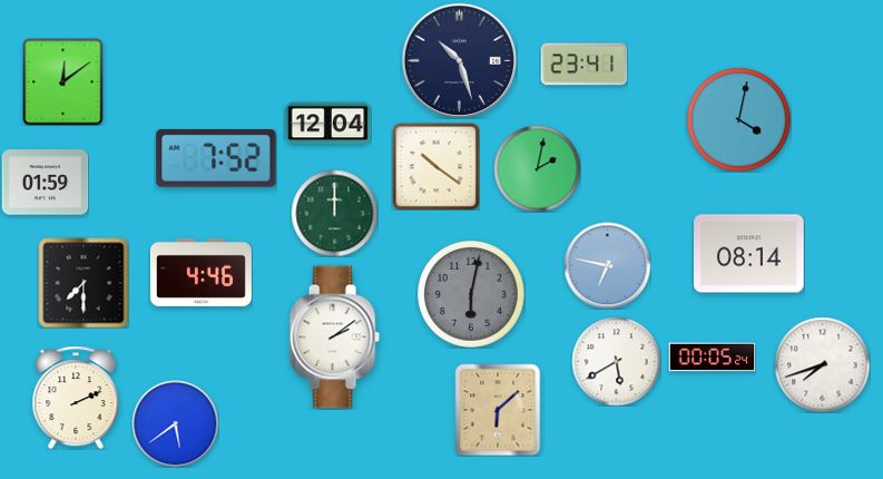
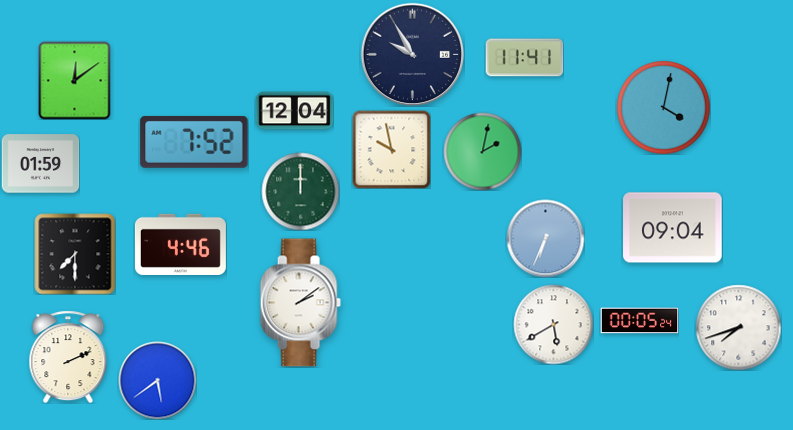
clock at (459, 60): 10:27 -> 9:55
clock at (583, 65): 23:41 -> 11:41
clock at (63, 81) position: (63, 81) -> (75, 80)
clock at (435, 166): 10:21 -> 9:58
clock at (749, 254): 08:14 -> 09:04
clock at (607, 265): 6:47 -> 6:34
clock at (471, 294): 6:02 -> none
clock at (498, 410): 6:08 -> none
